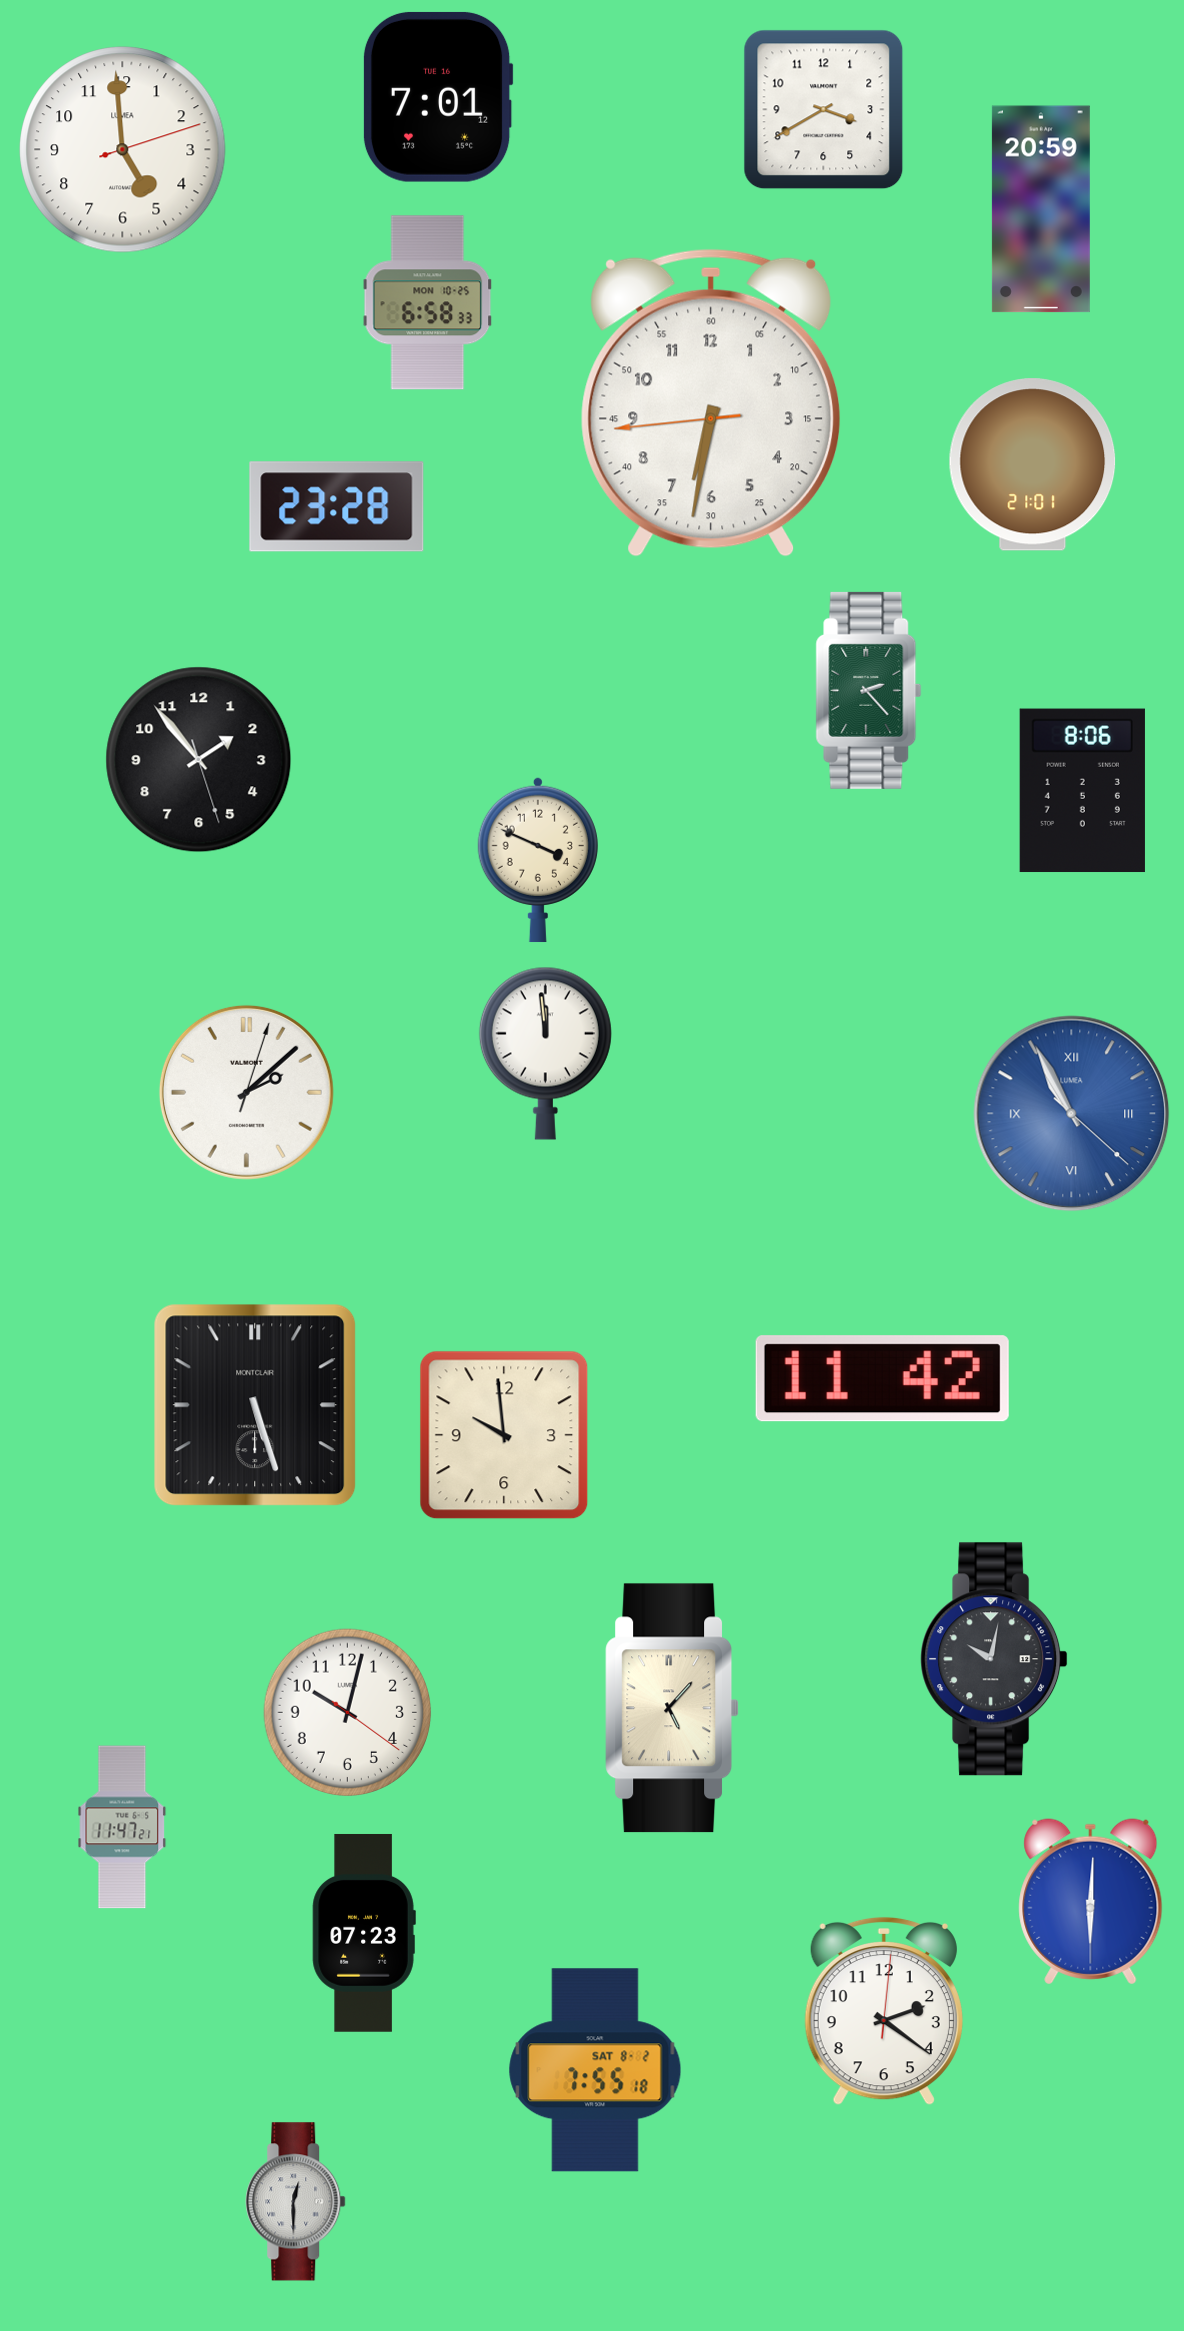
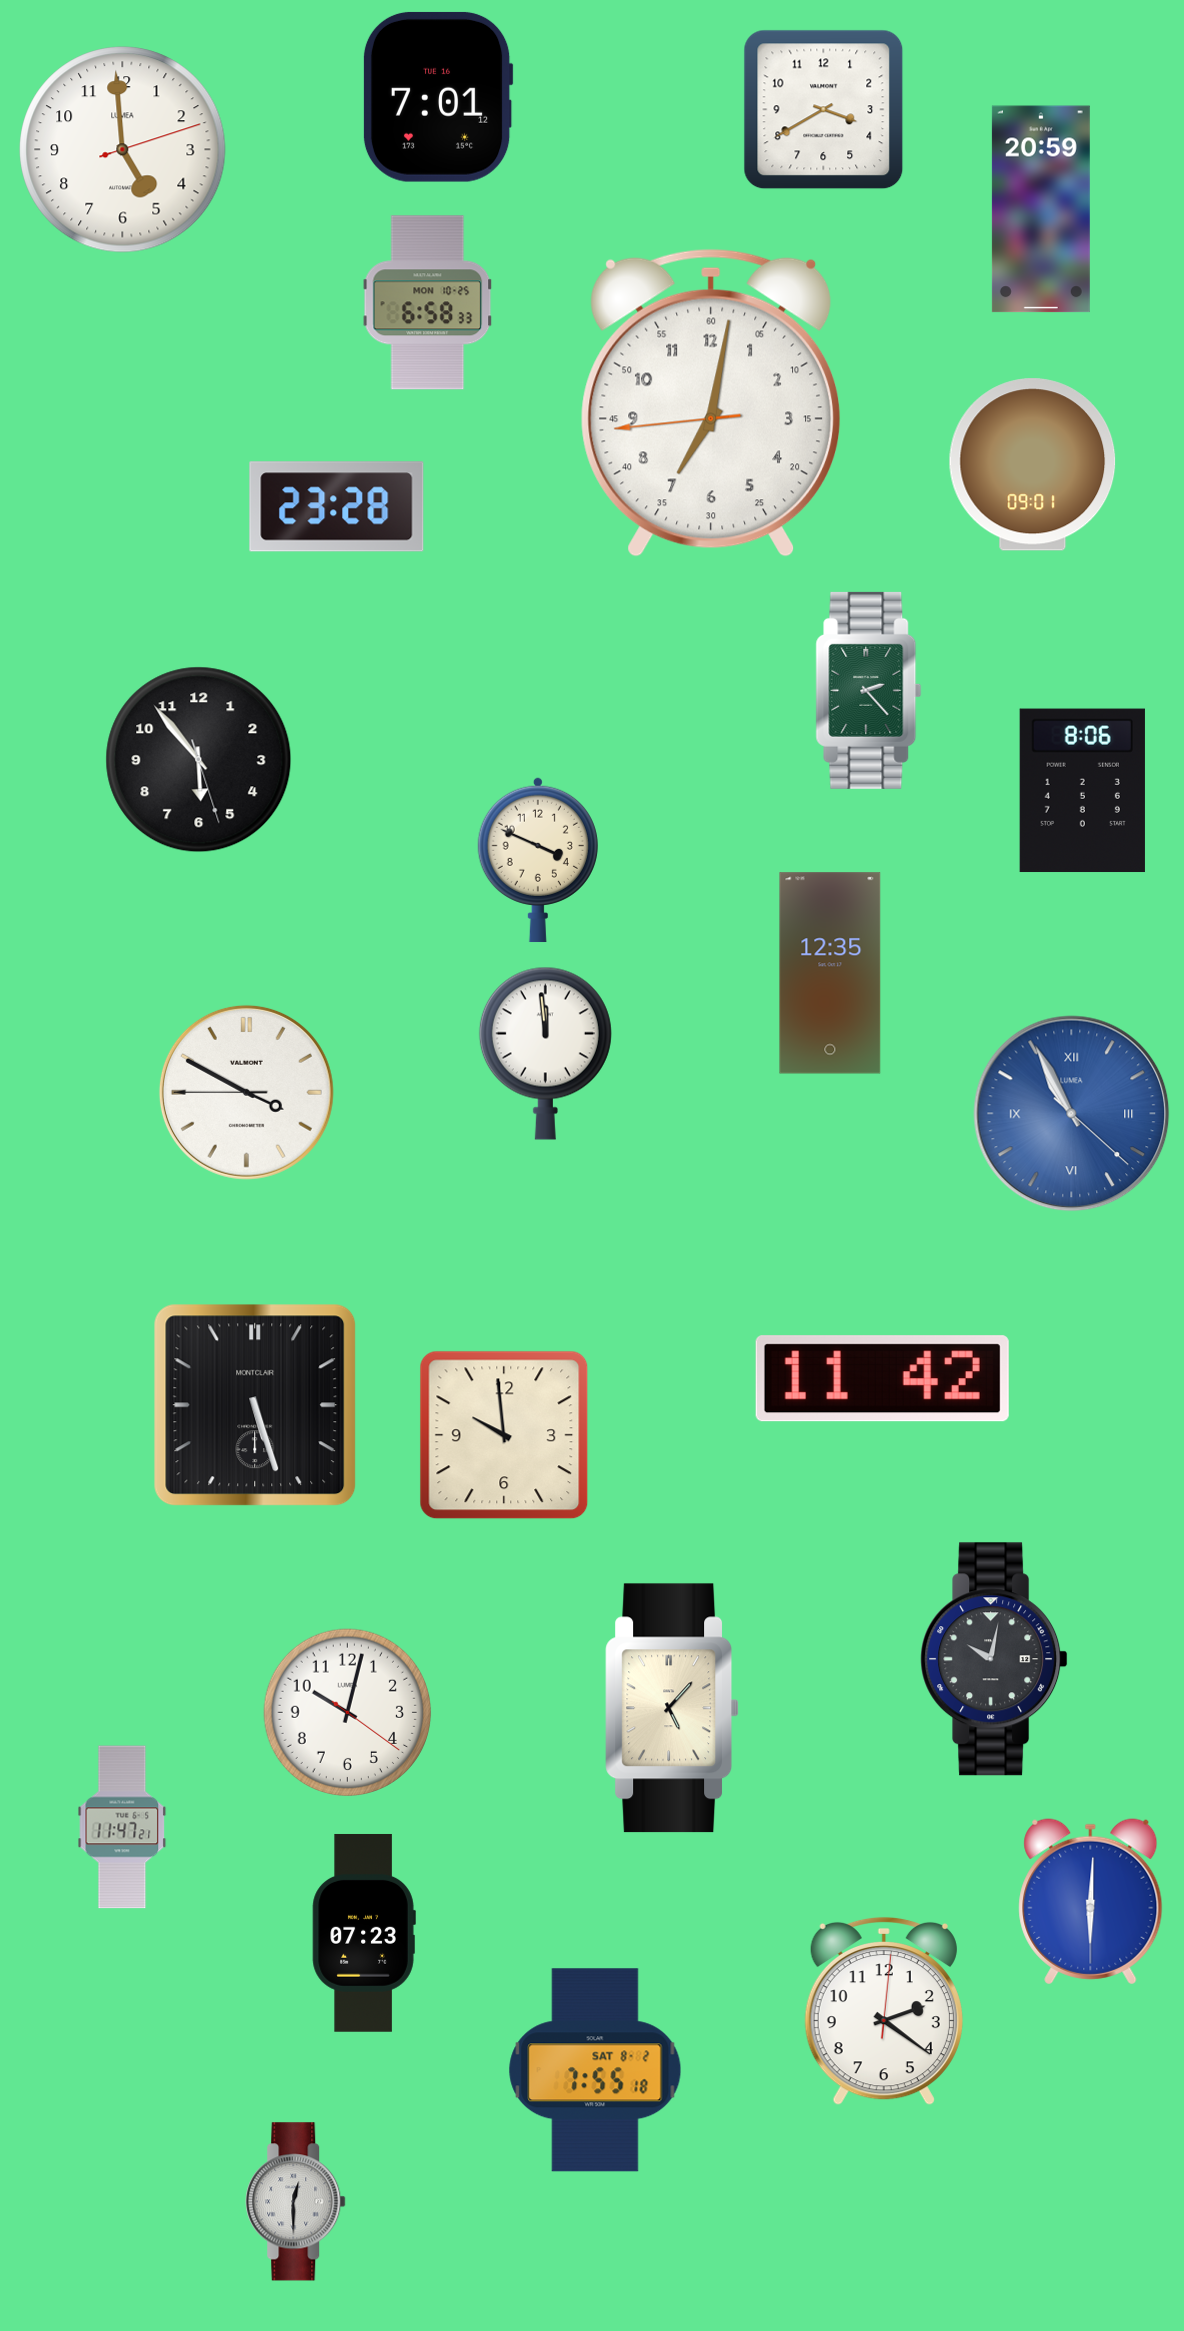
clock at (711, 403): 6:31 -> 7:01
clock at (1033, 465): 21:01 -> 09:01
clock at (199, 760): 1:53 -> 5:53
clock at (830, 973): none -> 12:35
clock at (246, 1092): 2:08 -> 3:49
